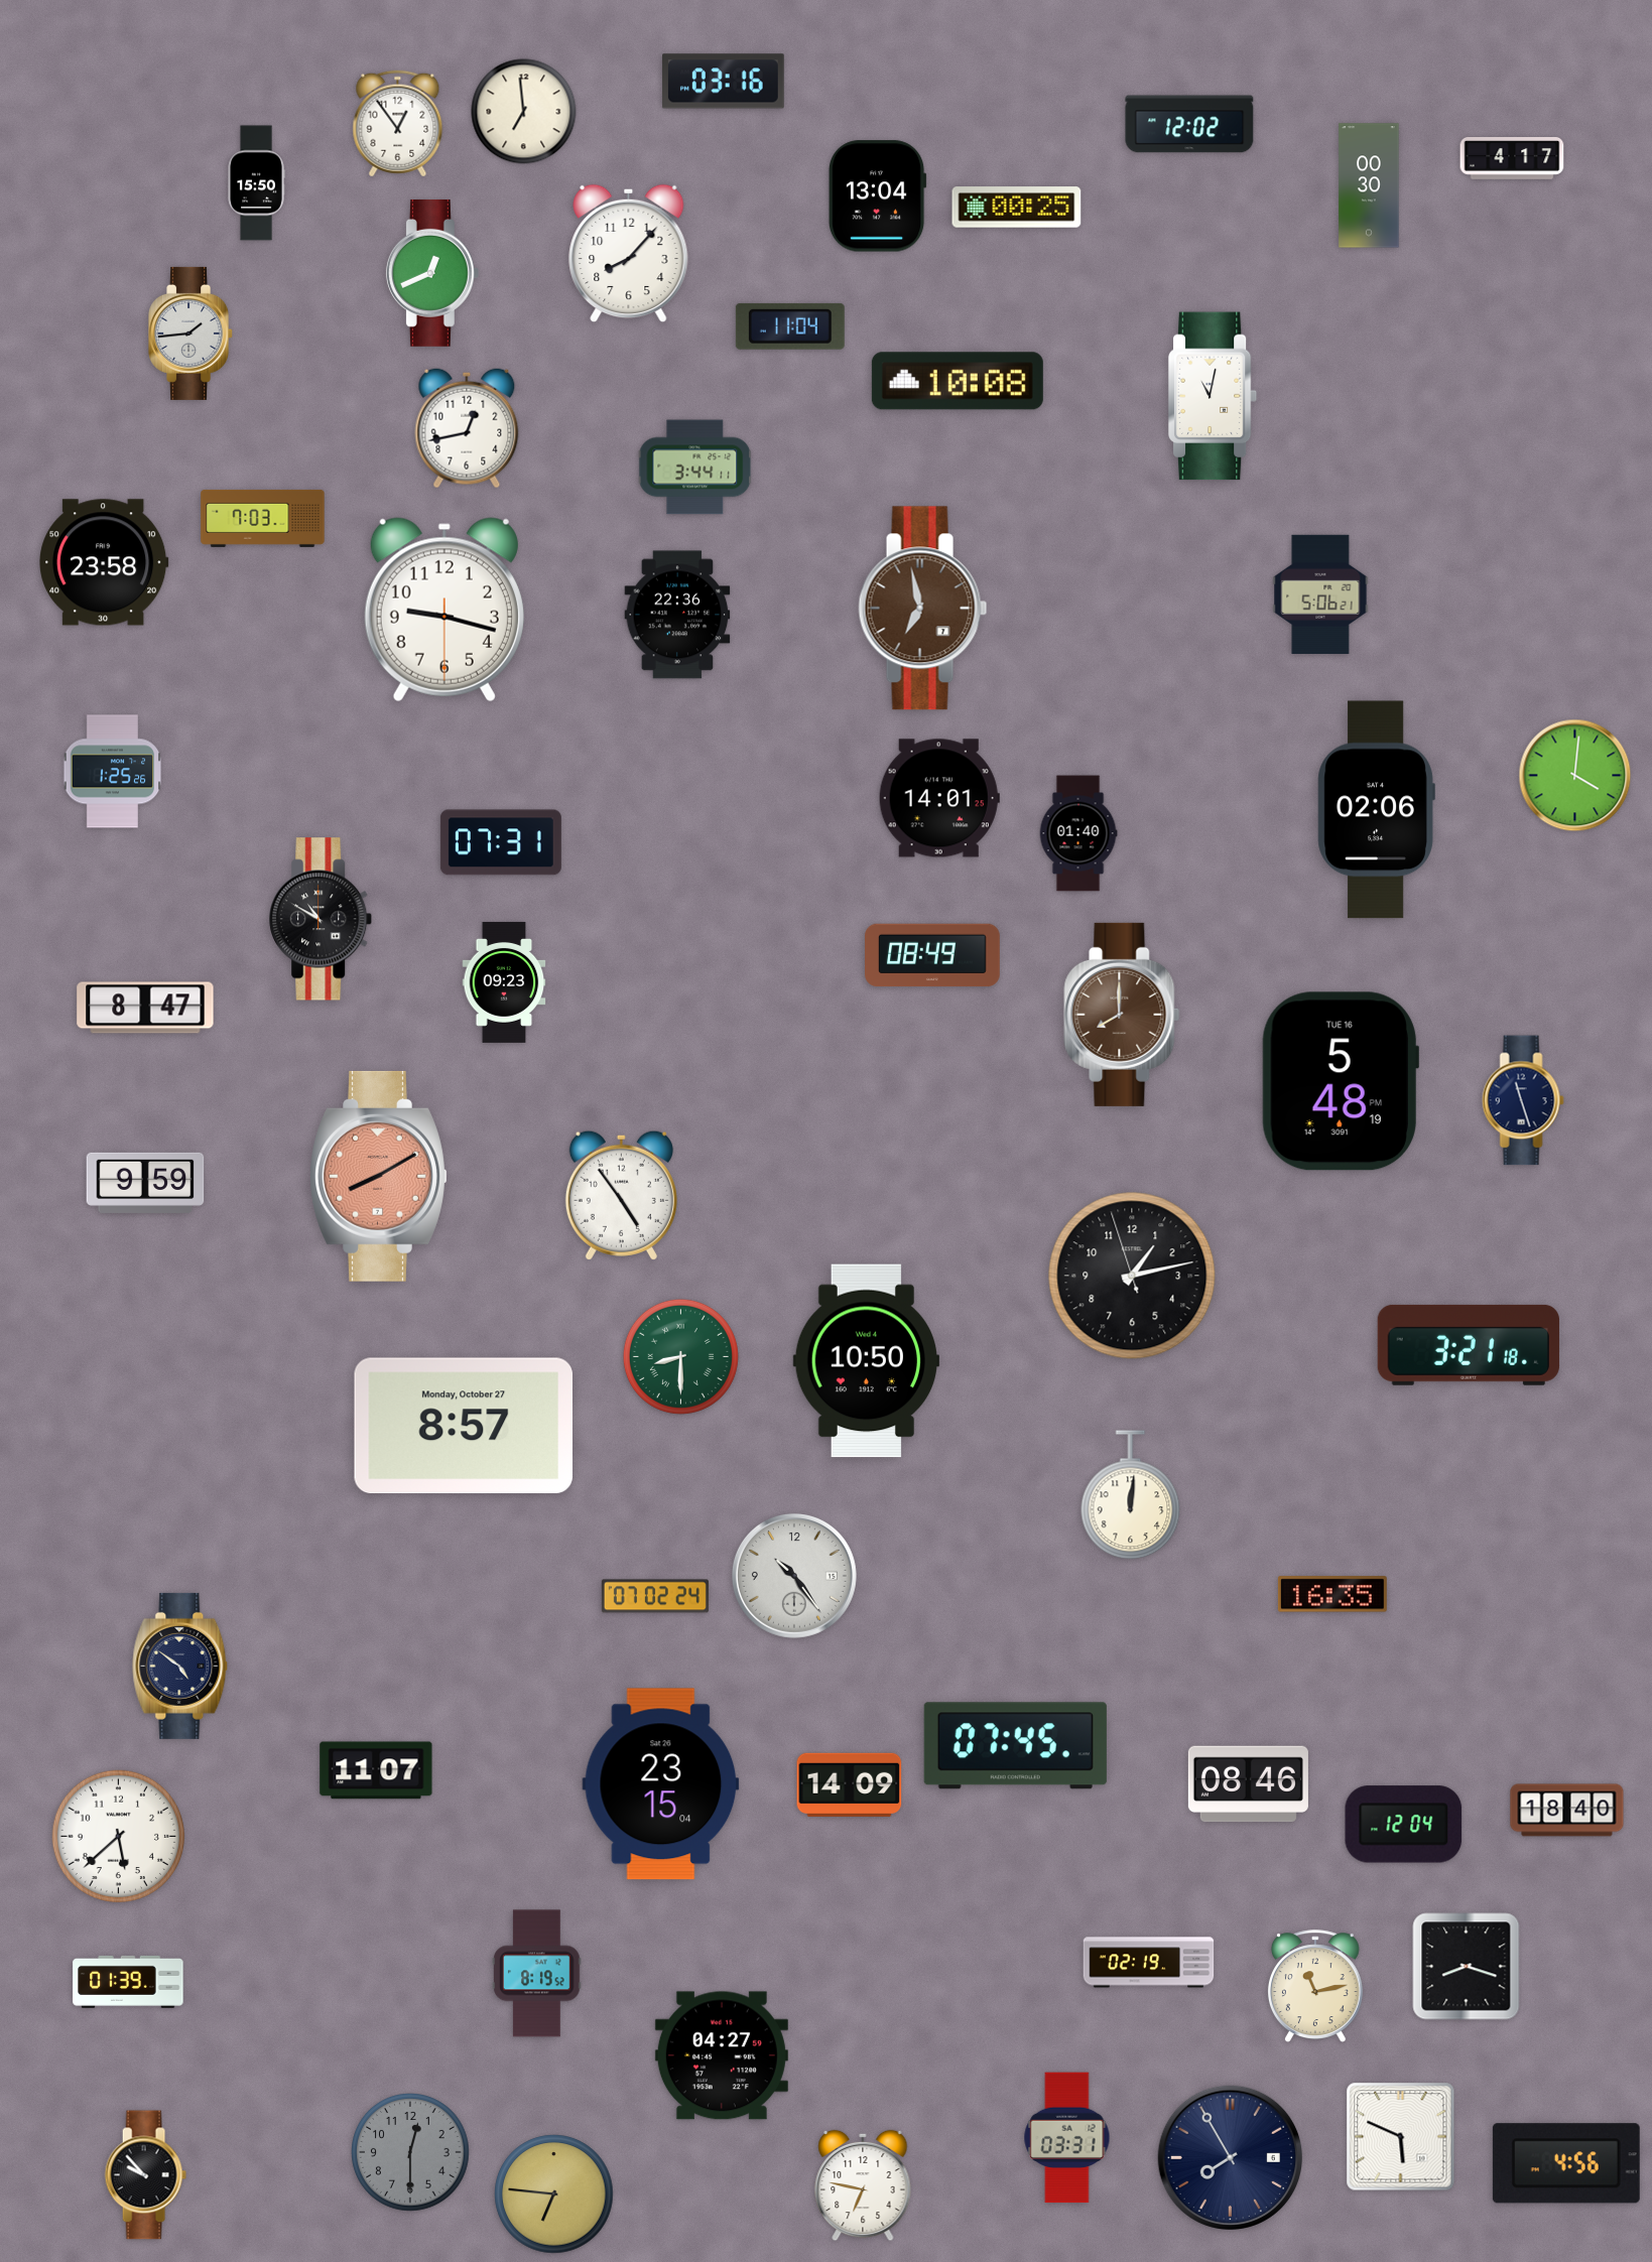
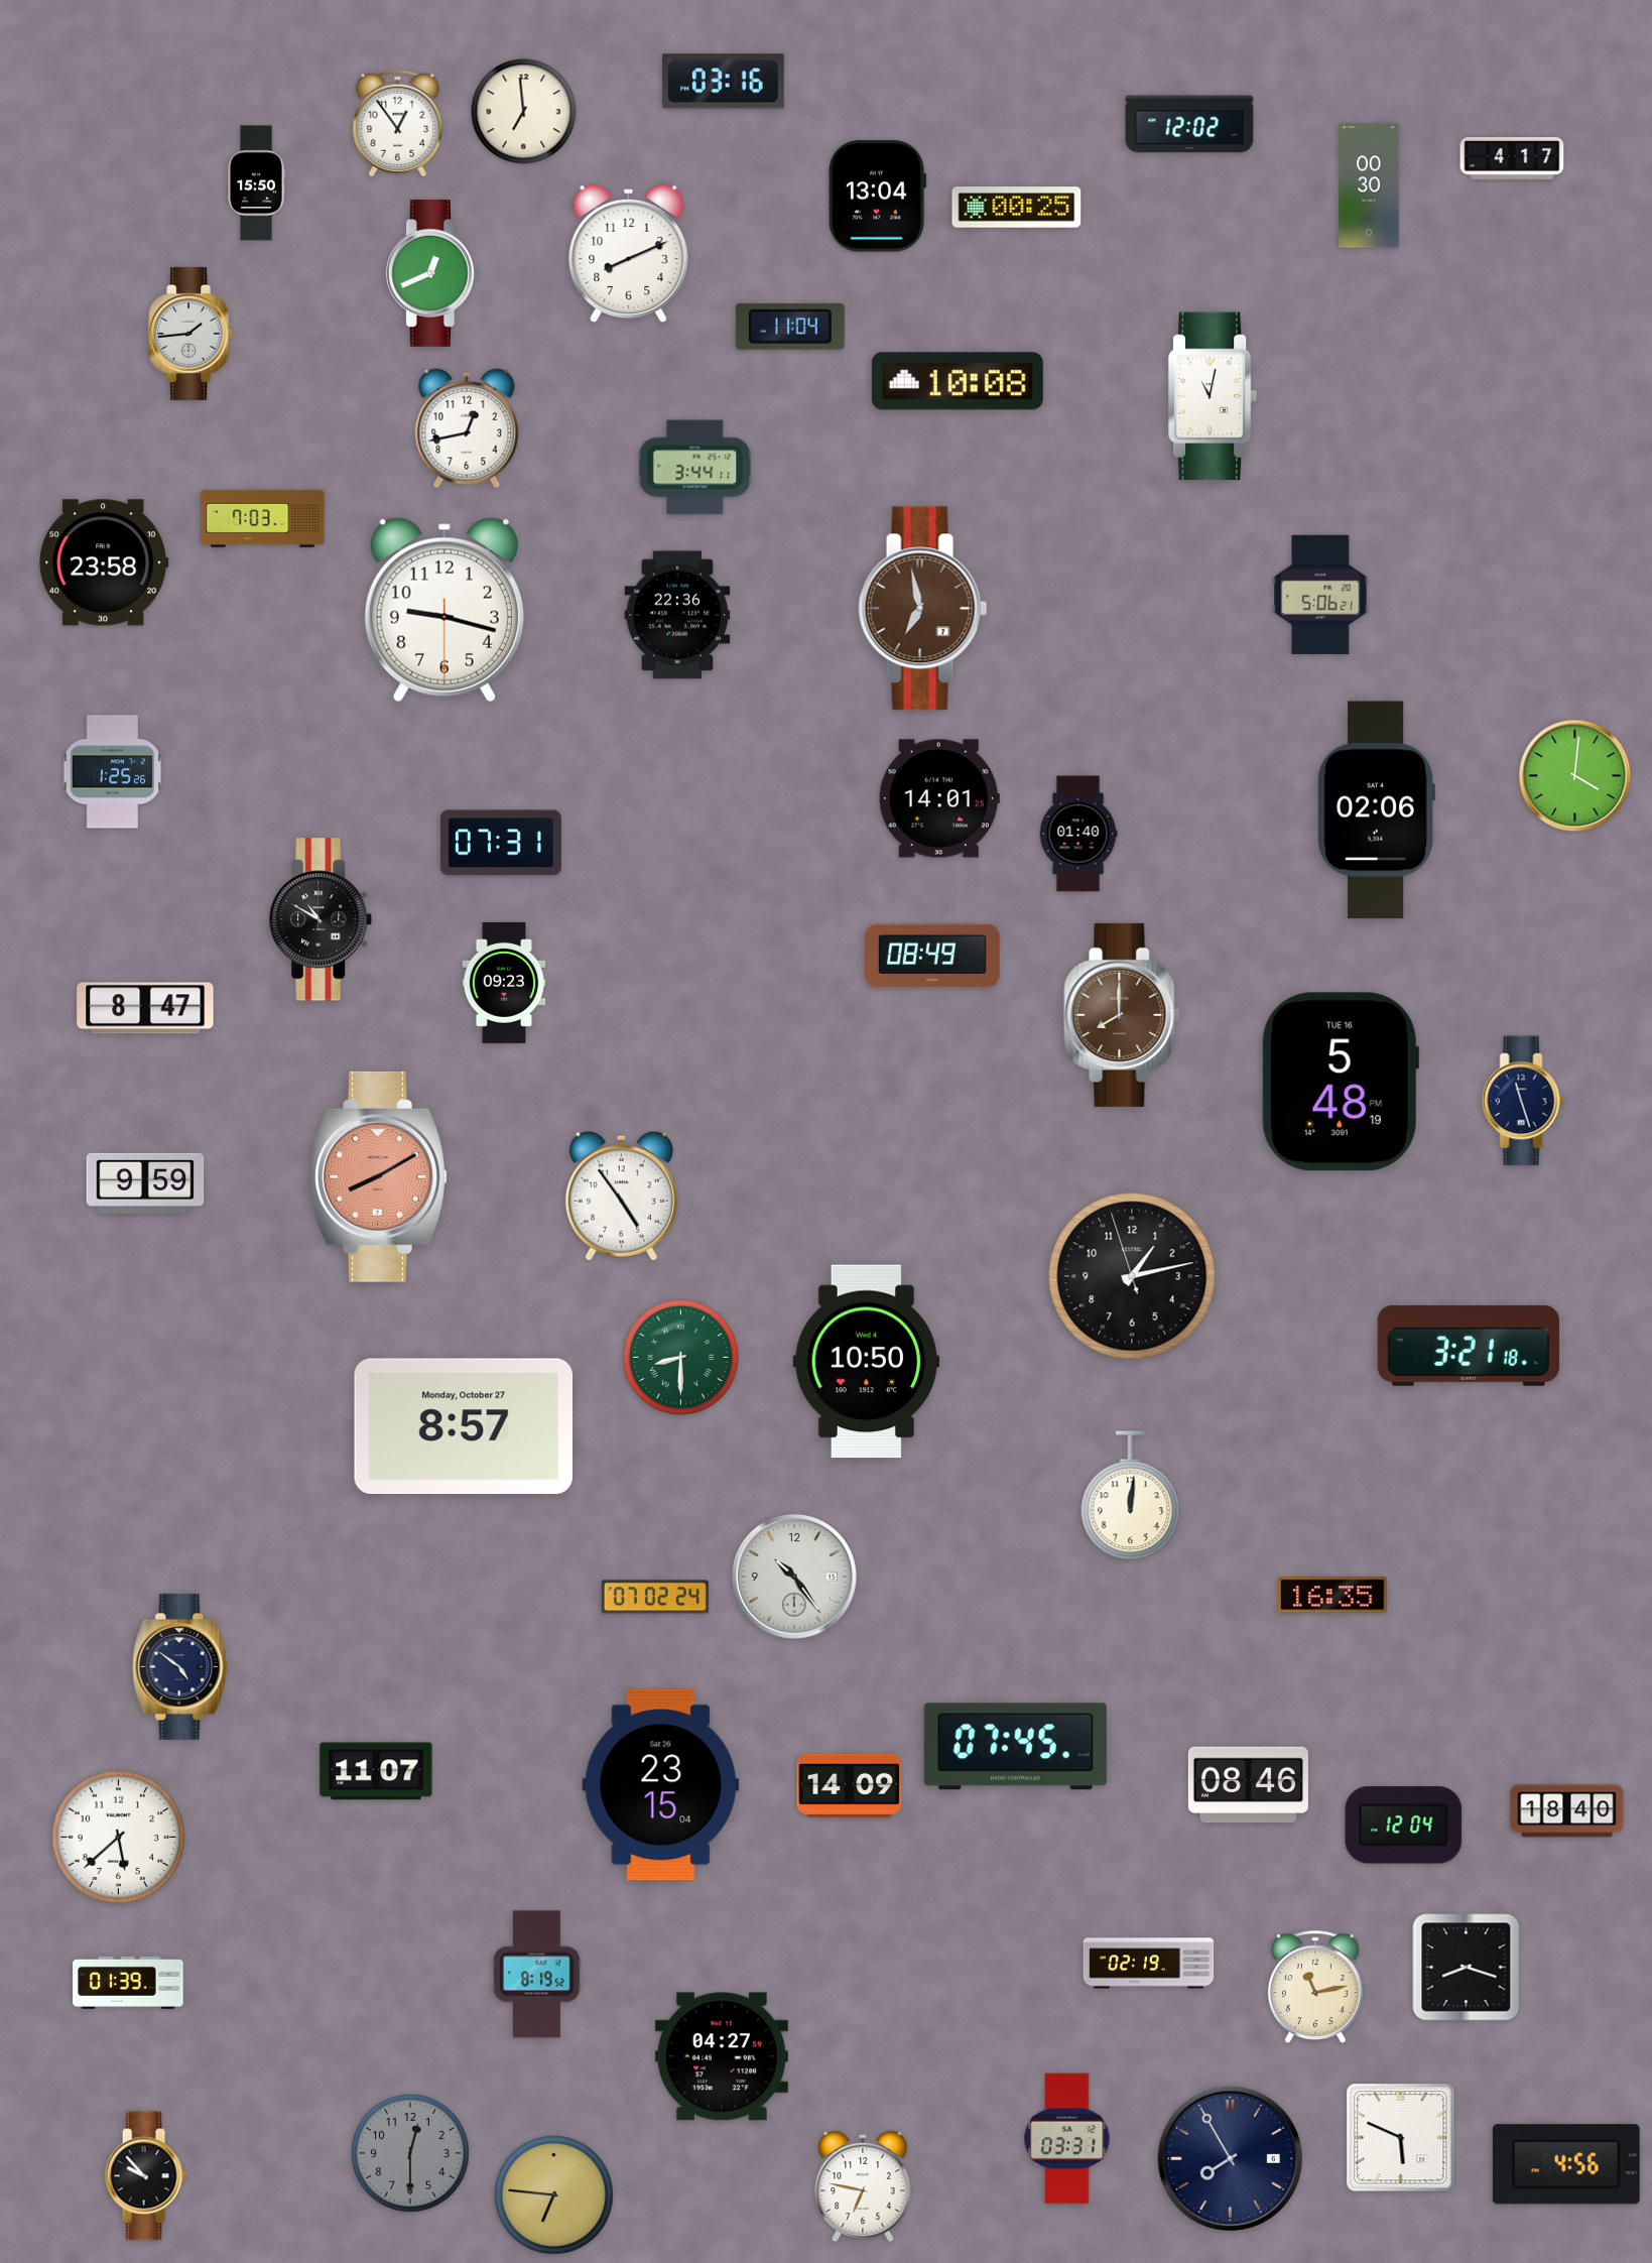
clock at (629, 254): 8:07 -> 8:11
